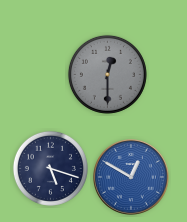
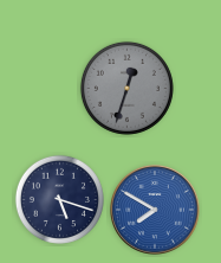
clock at (107, 74): 12:30 -> 12:33
clock at (131, 177): 12:50 -> 7:50
